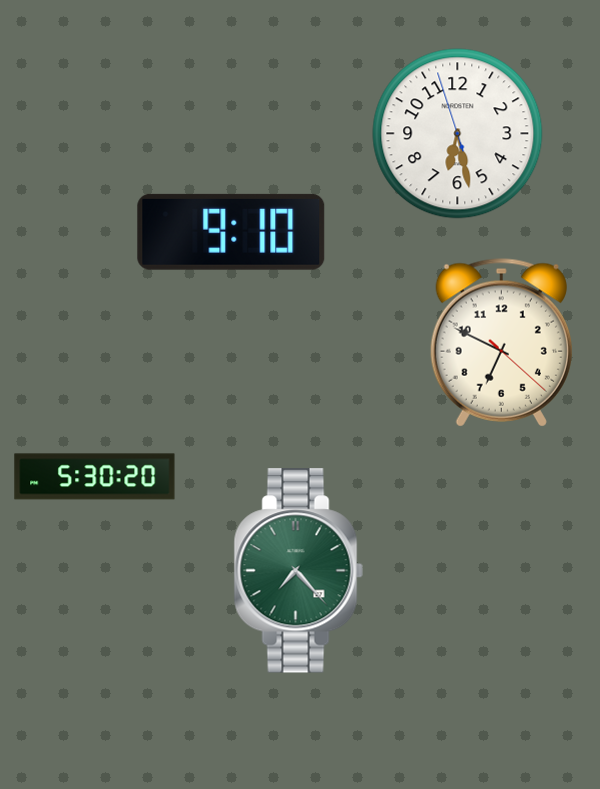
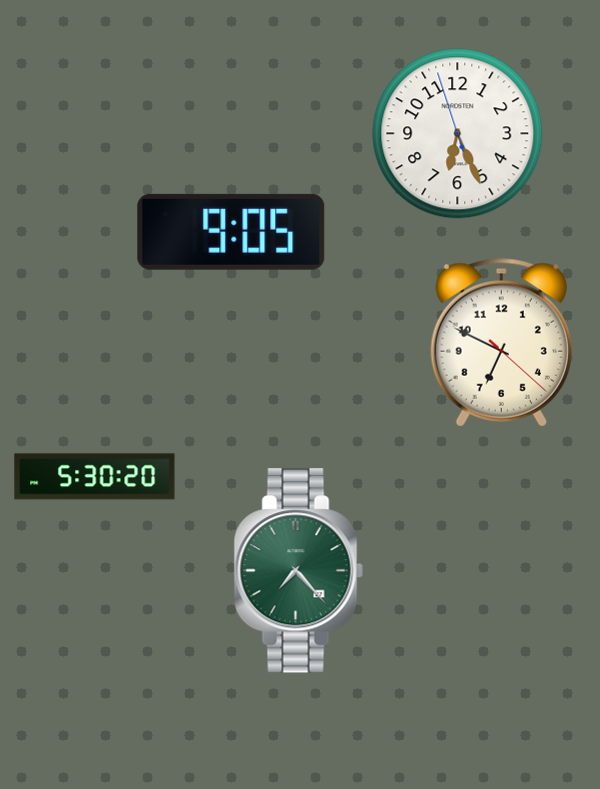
clock at (458, 134): 6:27 -> 6:25
clock at (231, 232): 9:10 -> 9:05
